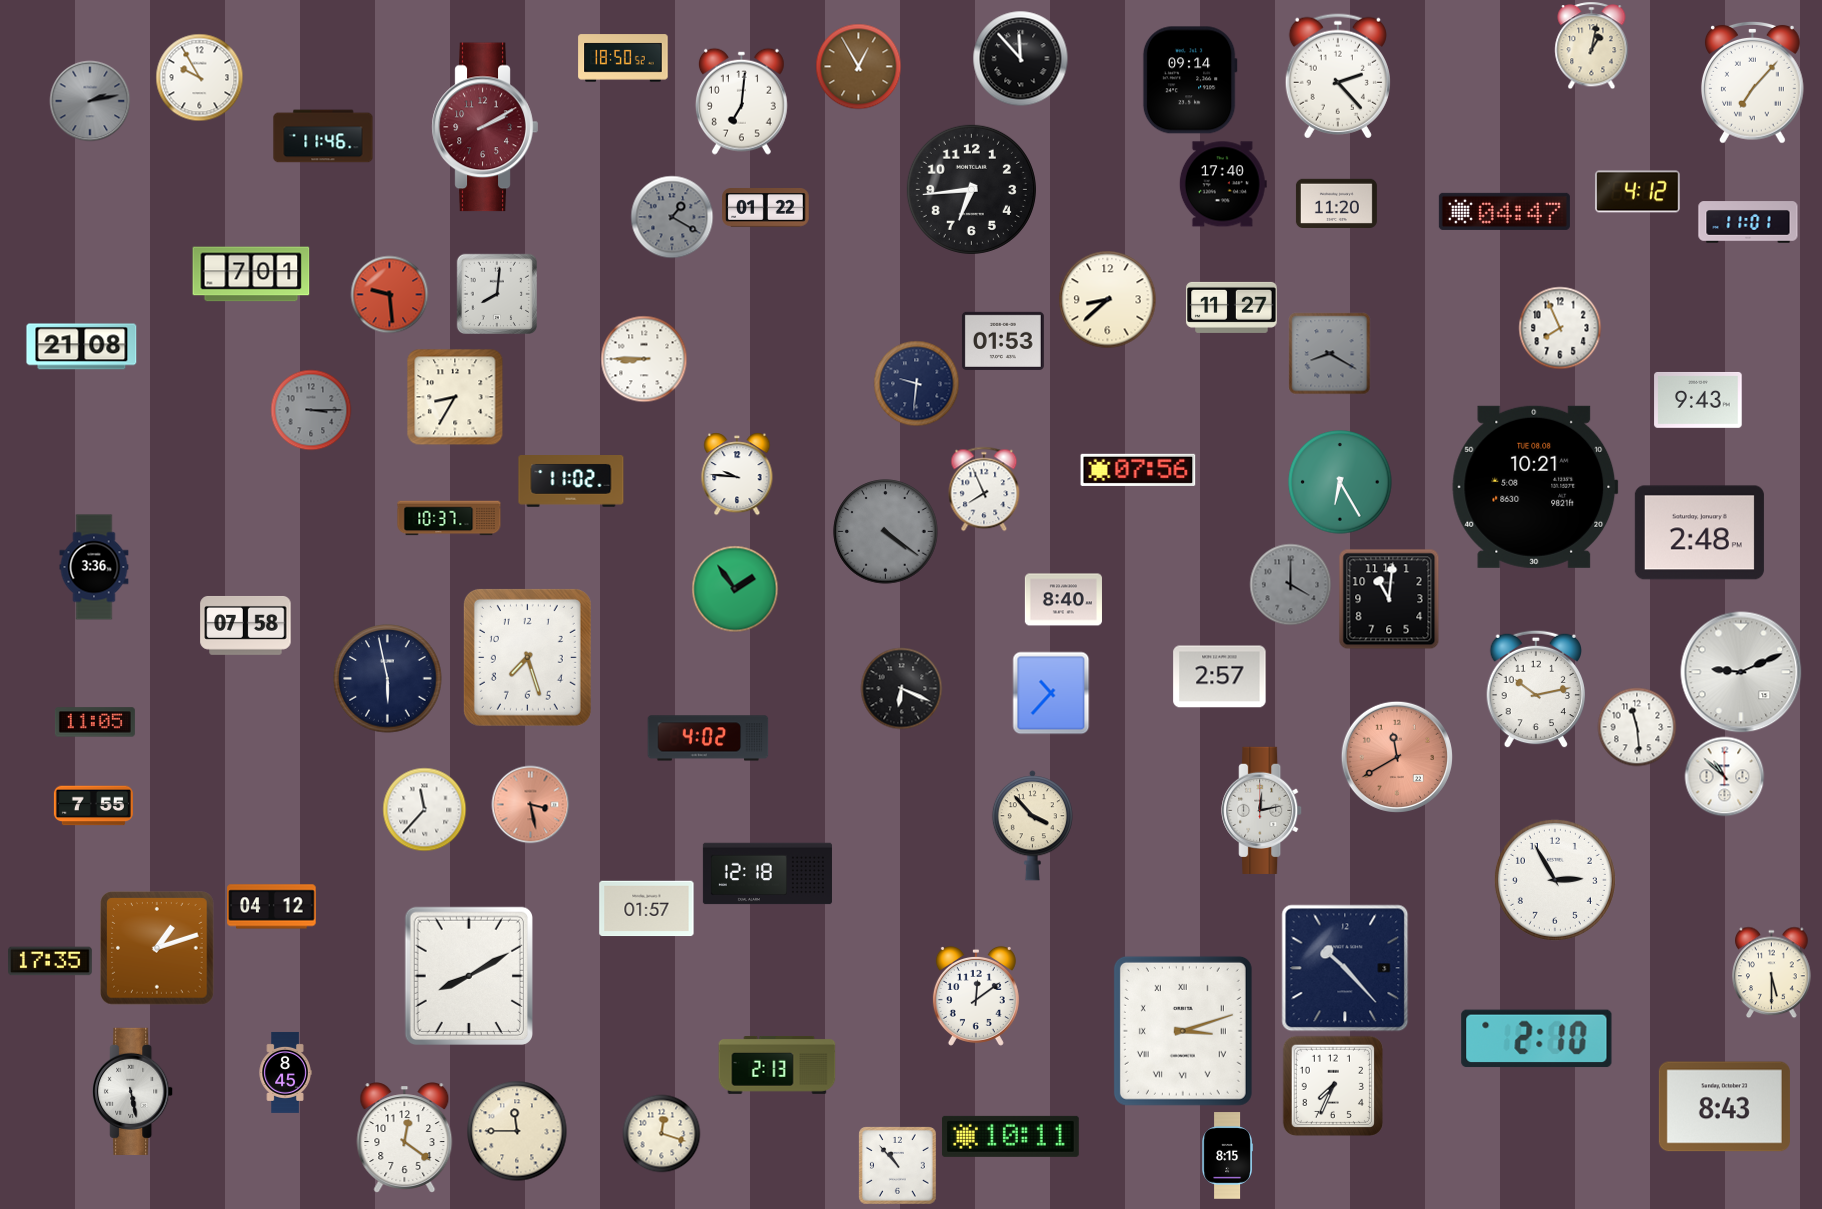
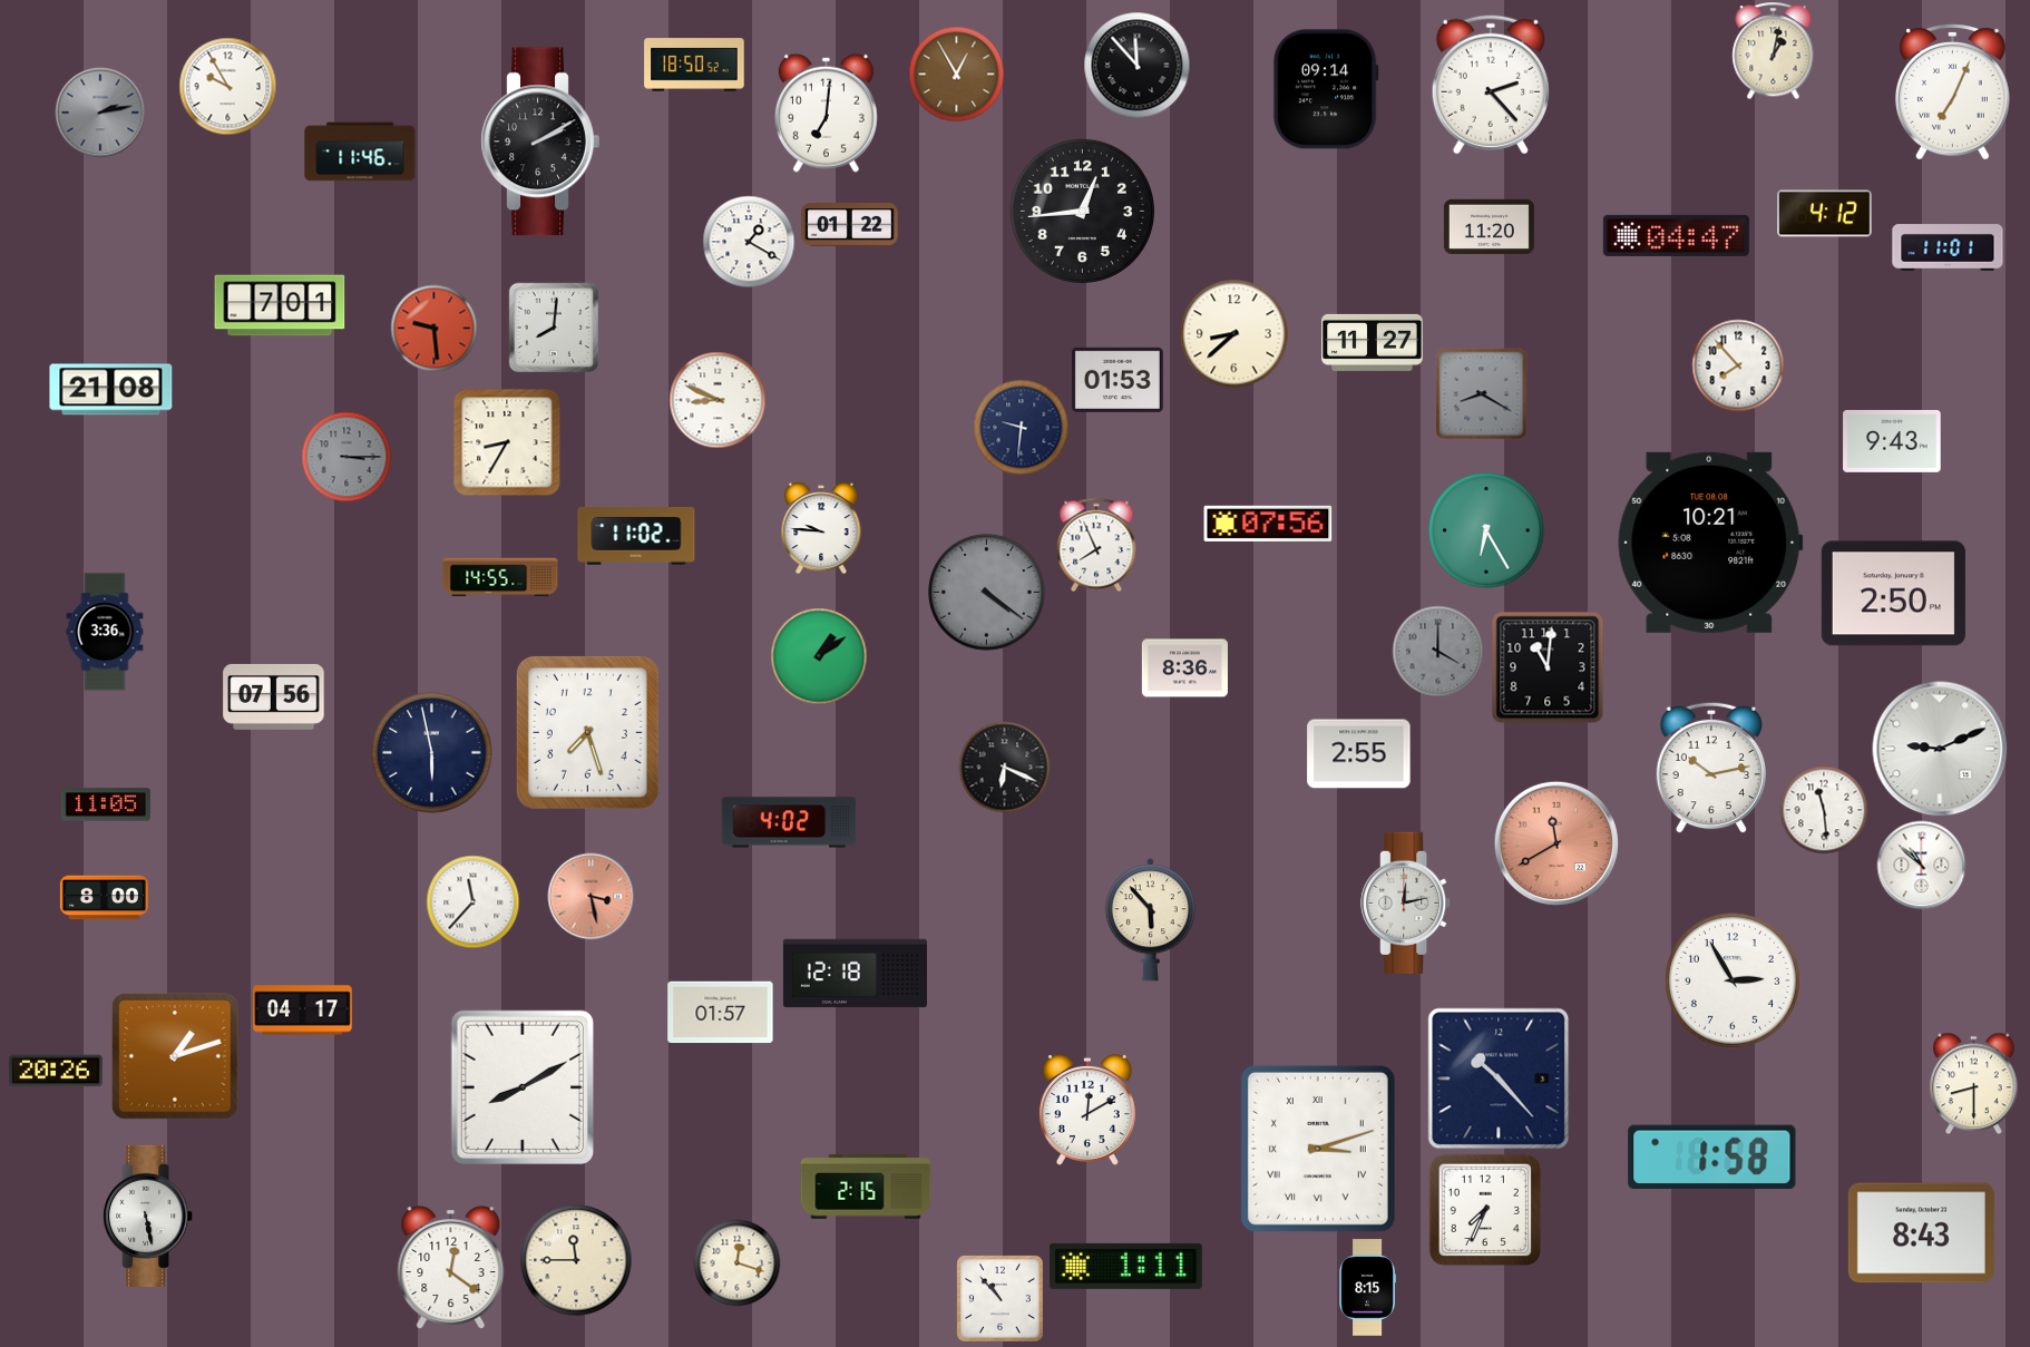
clock at (199, 77) position: (199, 77) -> (227, 86)
clock at (1752, 82): 7:07 -> 7:04
clock at (485, 127) dial: burgundy -> black
clock at (1223, 184): 17:40 -> none
clock at (971, 189): 6:44 -> 12:44
clock at (766, 208) position: (766, 208) -> (850, 225)
clock at (672, 217) dial: grey -> white
clock at (1560, 328): 7:56 -> 7:53
clock at (82, 347) position: (82, 347) -> (111, 390)
clock at (644, 359): 8:45 -> 8:49
clock at (1698, 400) position: (1698, 400) -> (1892, 441)
clock at (1340, 482) position: (1340, 482) -> (1486, 530)
clock at (449, 518): 10:37 -> 14:55
clock at (1699, 533): 2:48 -> 2:50
clock at (735, 589): 1:54 -> 1:09
clock at (1063, 600): 8:40 -> 8:36
clock at (246, 625): 07:58 -> 07:56
clock at (1220, 677): 2:57 -> 2:55
clock at (388, 679) position: (388, 679) -> (432, 753)
clock at (1051, 693): 10:37 -> none
clock at (93, 806): 7:55 -> 8:00
clock at (1032, 826): 3:53 -> 5:53
clock at (272, 907): 04:12 -> 04:17
clock at (51, 961): 17:35 -> 20:26
clock at (1772, 972): 5:30 -> 8:30
clock at (976, 996): 12:09 -> 12:10
clock at (1537, 1039): 2:10 -> 1:58
clock at (777, 1066): 2:13 -> 2:15
clock at (285, 1072): 8:45 -> none
clock at (1010, 1136): 10:11 -> 1:11
